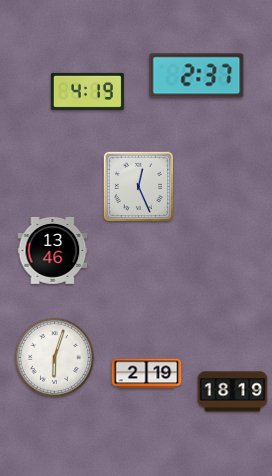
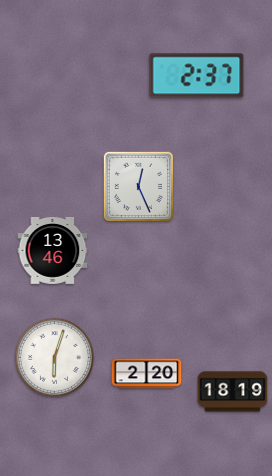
clock at (87, 91): 4:19 -> none
clock at (147, 374): 2:19 -> 2:20
